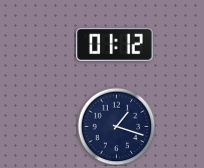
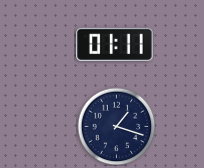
clock at (115, 44): 01:12 -> 01:11
